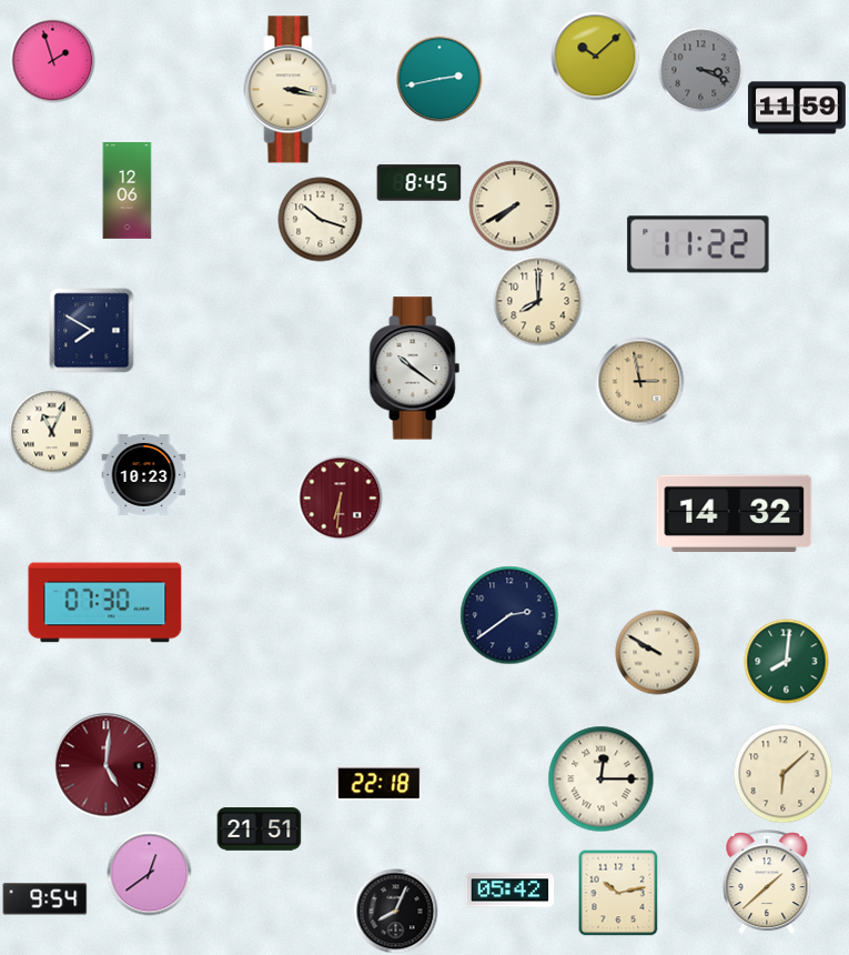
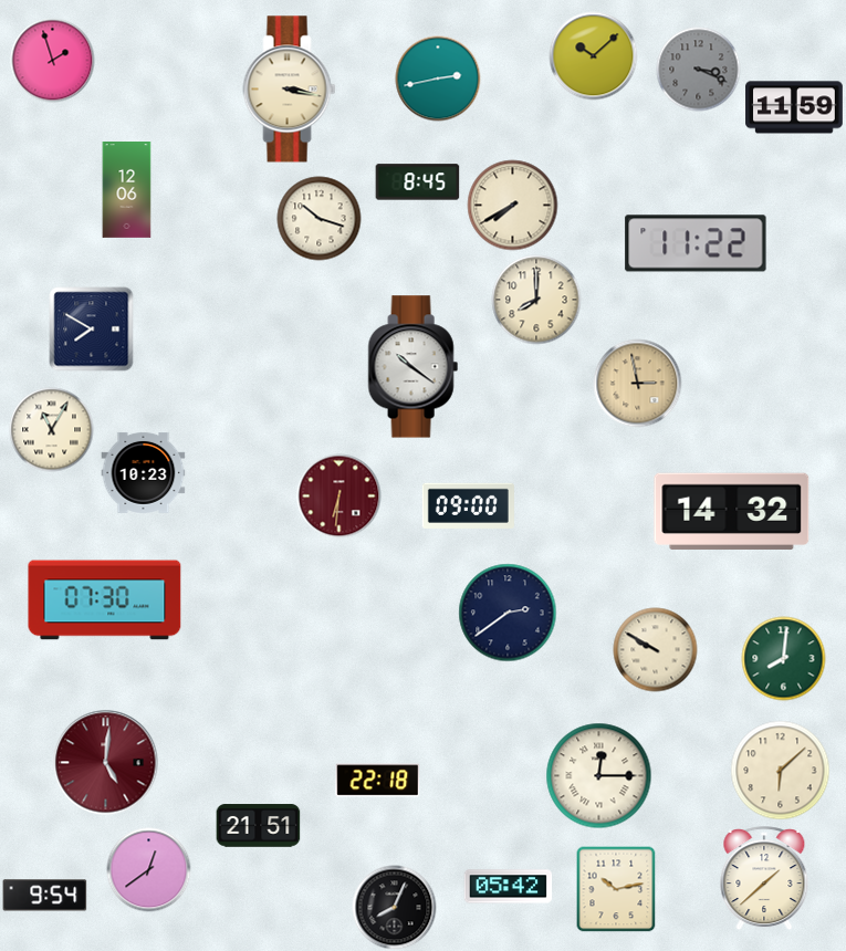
clock at (640, 382) position: (640, 382) -> (638, 384)
clock at (52, 432): 11:04 -> 11:05
clock at (468, 505): none -> 09:00
